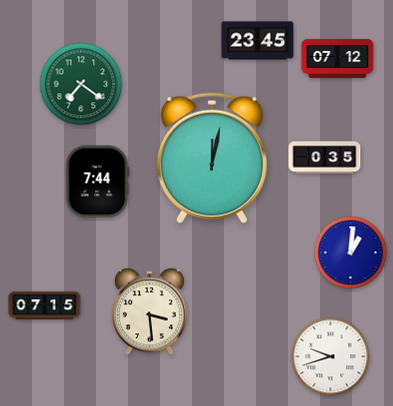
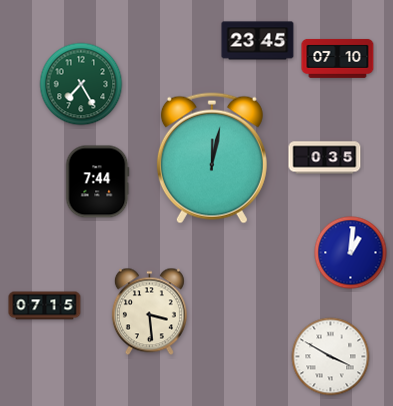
clock at (338, 58): 07:12 -> 07:10
clock at (81, 84): 7:21 -> 7:25
clock at (331, 357): 9:42 -> 3:50
